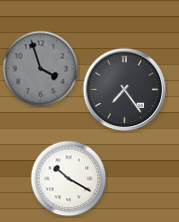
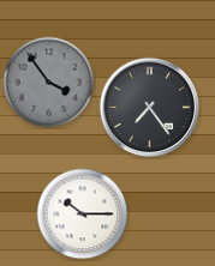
clock at (41, 69): 3:57 -> 3:54
clock at (69, 179): 10:20 -> 10:15
